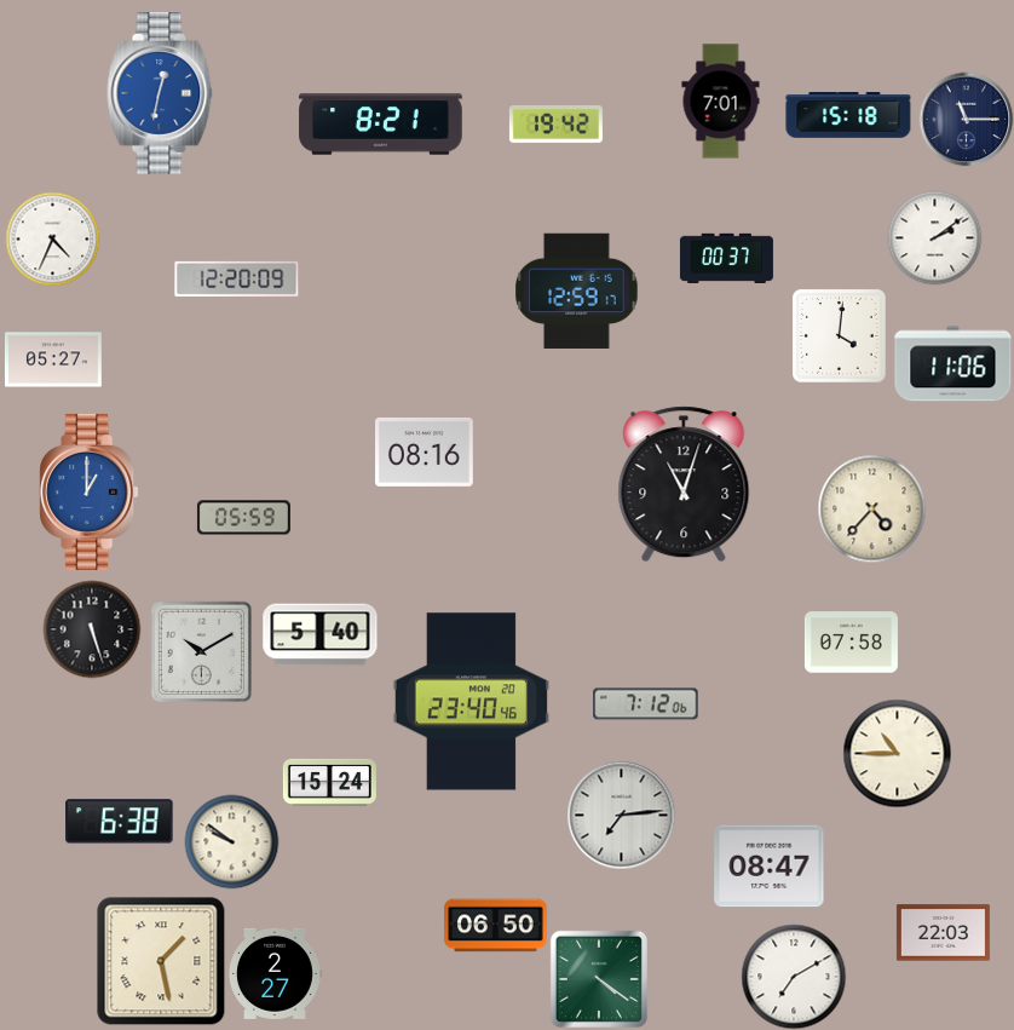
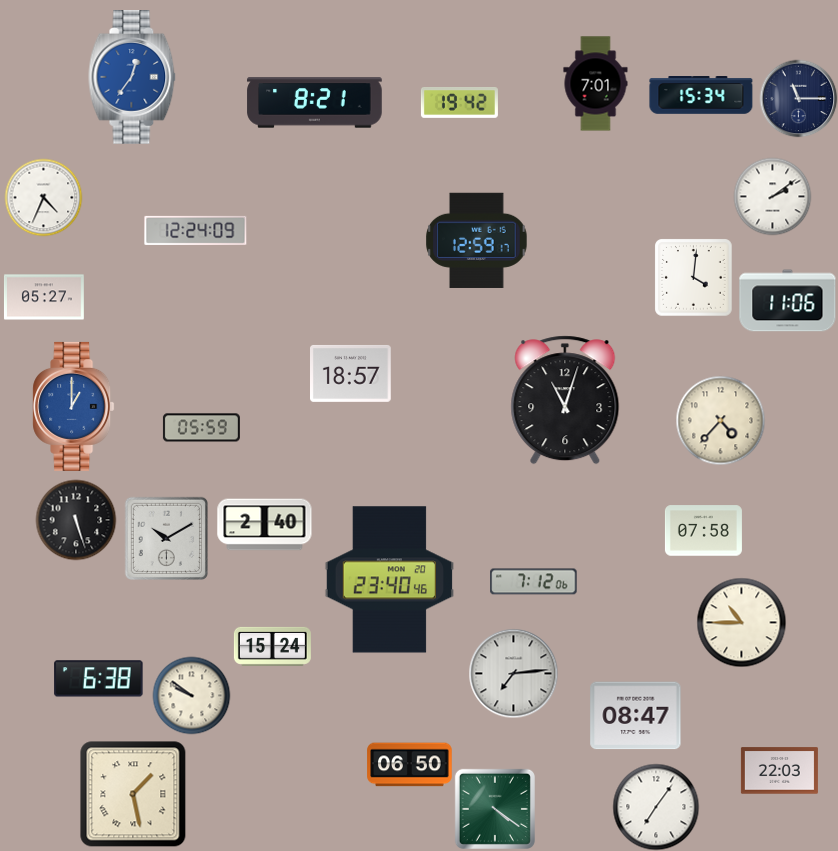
clock at (160, 94): 12:32 -> 12:36
clock at (848, 116): 15:18 -> 15:34
clock at (726, 258): 00:37 -> none
clock at (237, 278): 12:20 -> 12:24
clock at (425, 451): 08:16 -> 18:57
clock at (321, 635): 5:40 -> 2:40
clock at (276, 973): 2:27 -> none
clock at (794, 977): 7:10 -> 7:06
